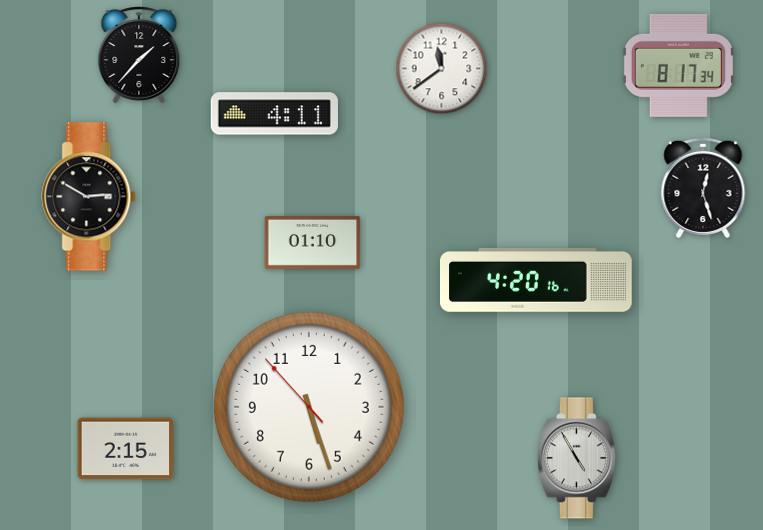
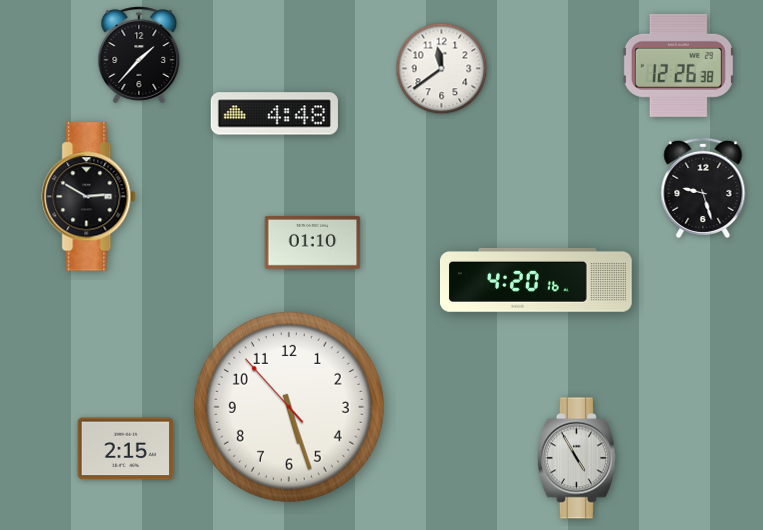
clock at (678, 65): 8:17 -> 12:26
clock at (274, 114): 4:11 -> 4:48
clock at (703, 188): 12:27 -> 9:27
clock at (309, 407) position: (309, 407) -> (289, 407)
